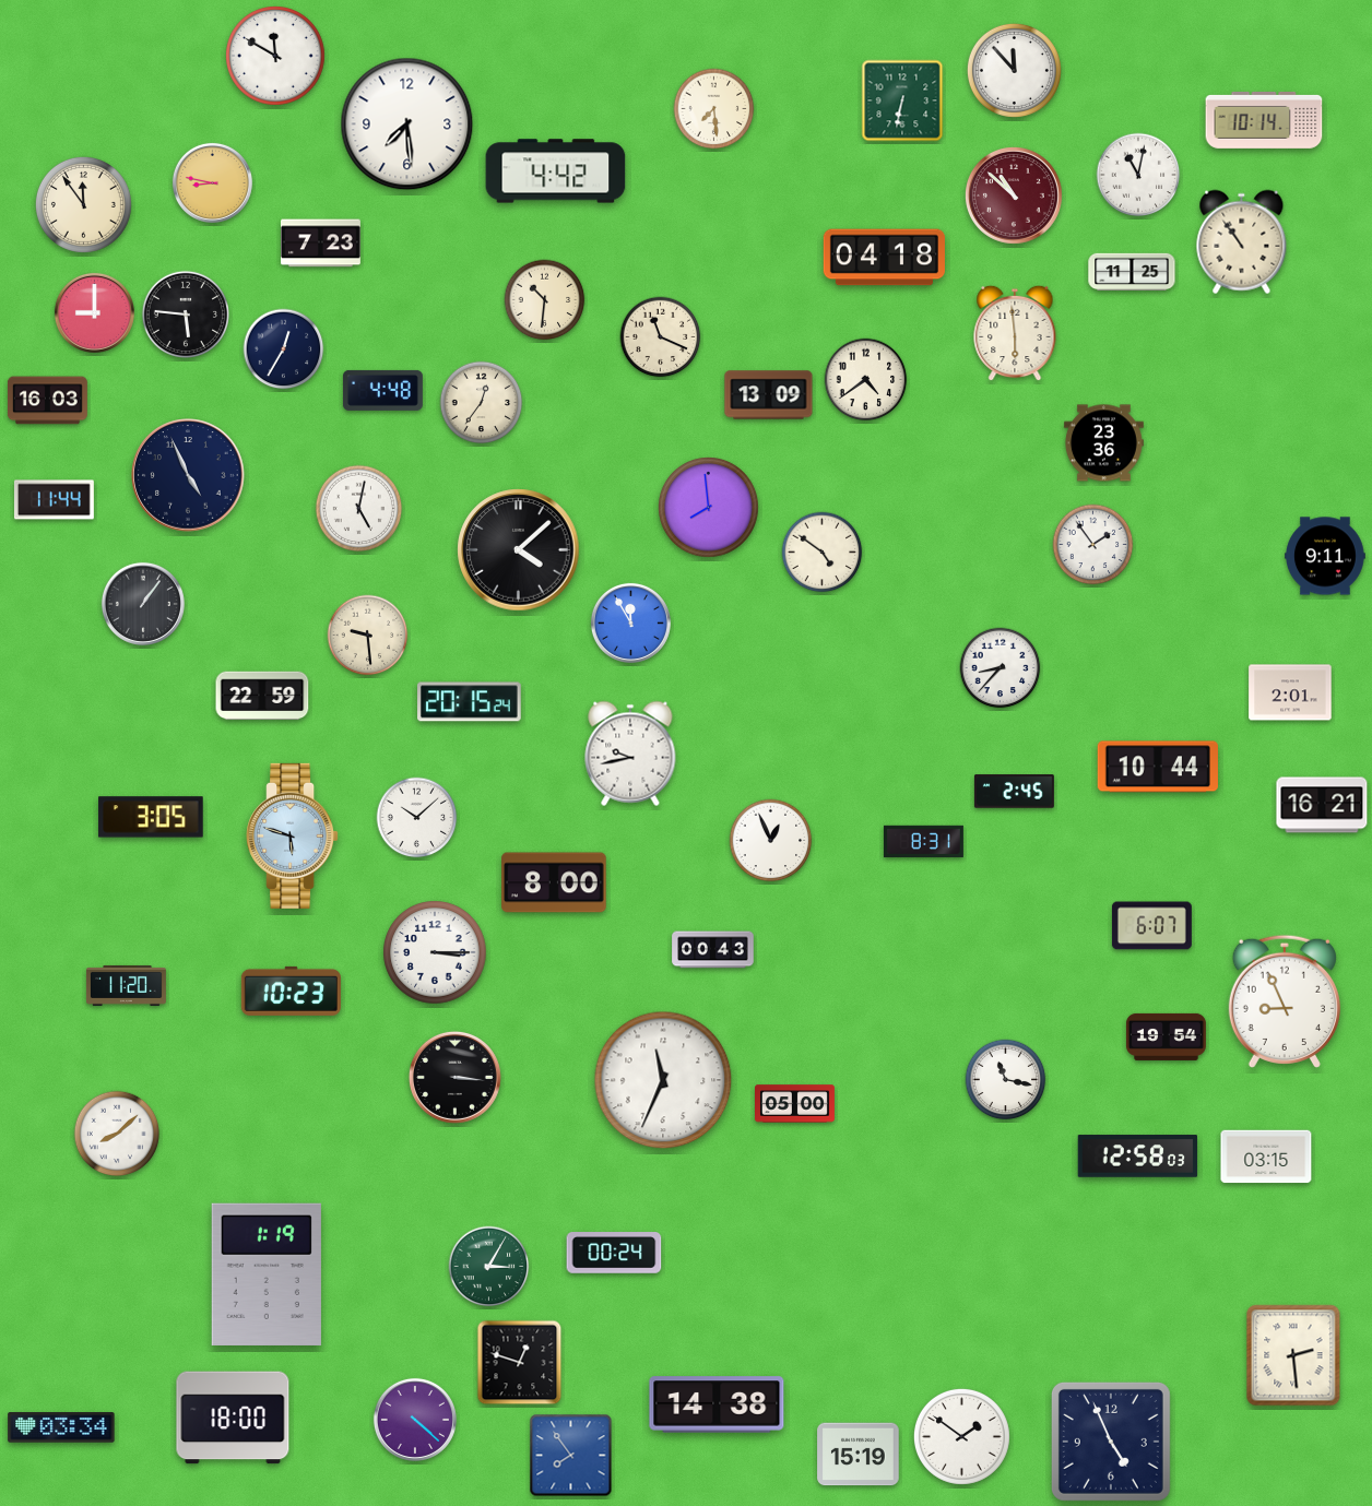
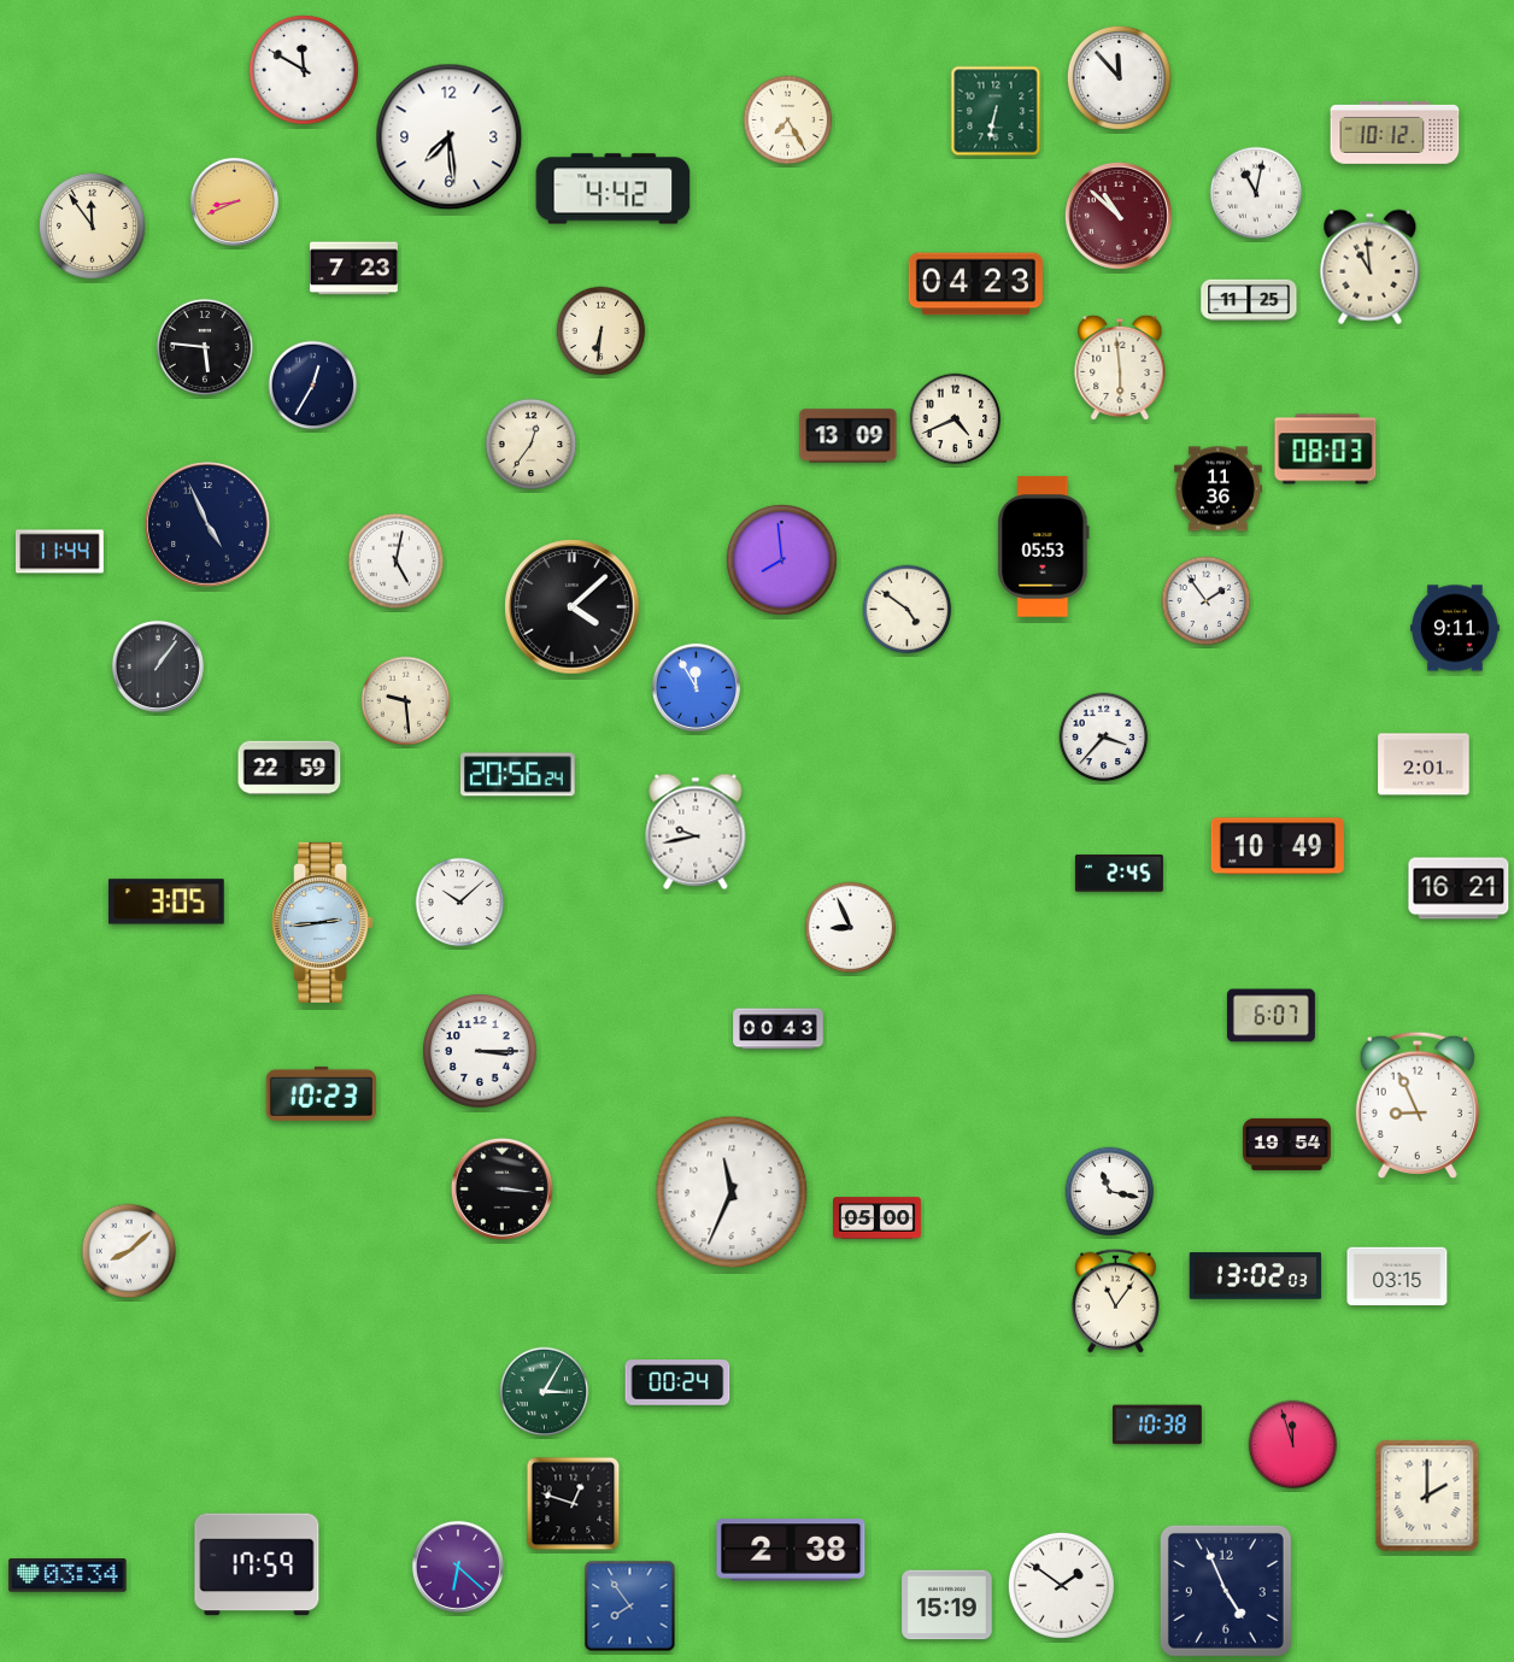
clock at (276, 57) position: (276, 57) -> (305, 71)
clock at (714, 109): 7:29 -> 7:25
clock at (1264, 120): 10:14 -> 10:12
clock at (212, 182): 8:47 -> 8:41
clock at (1242, 242): 10:54 -> 10:59
clock at (884, 258): 04:18 -> 04:23
clock at (545, 300): 10:31 -> 6:31
clock at (94, 312): 9:00 -> none
clock at (661, 337): 11:19 -> none
clock at (866, 380): 4:39 -> 4:41
clock at (382, 390): 4:48 -> none
clock at (47, 401): 16:03 -> none
clock at (1326, 450): none -> 08:03
clock at (1103, 443): 23:36 -> 11:36
clock at (1044, 547): none -> 05:53
clock at (1325, 556) position: (1325, 556) -> (1455, 628)
clock at (1001, 668): 8:37 -> 3:37
clock at (470, 702): 20:15 -> 20:56
clock at (1158, 767): 10:44 -> 10:49
clock at (293, 835): 5:48 -> 2:44
clock at (771, 841): 12:56 -> 8:56
clock at (923, 842): 8:31 -> none
clock at (554, 882): 8:00 -> none
clock at (1151, 926) position: (1151, 926) -> (1271, 1016)
clock at (713, 950) position: (713, 950) -> (779, 1029)
clock at (127, 985): 11:20 -> none
clock at (1138, 1157): 12:58 -> 13:02
clock at (1115, 1300): none -> 11:06
clock at (489, 1267) position: (489, 1267) -> (545, 1392)
clock at (267, 1274): 1:19 -> none
clock at (1158, 1425): none -> 10:38
clock at (1293, 1445): none -> 11:57
clock at (1293, 1355): 2:29 -> 2:00
clock at (717, 1404): 14:38 -> 2:38
clock at (233, 1418): 18:00 -> 17:59
clock at (415, 1420): 4:22 -> 6:22
